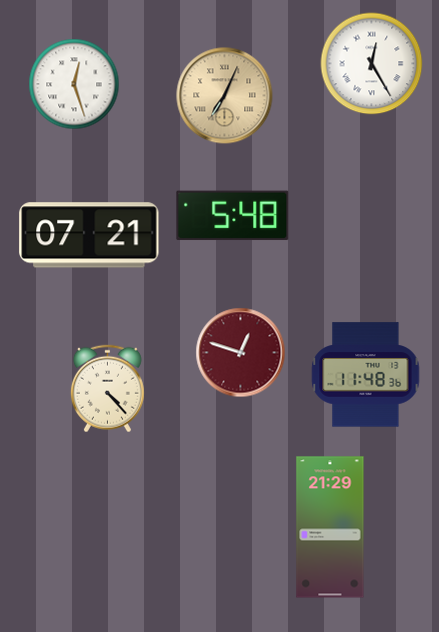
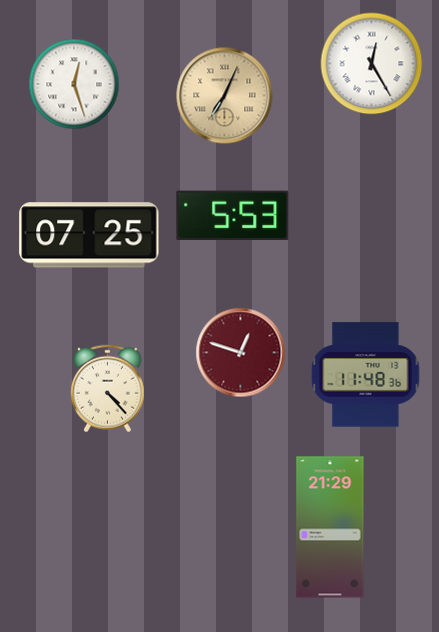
clock at (233, 216): 5:48 -> 5:53
clock at (89, 235): 07:21 -> 07:25
